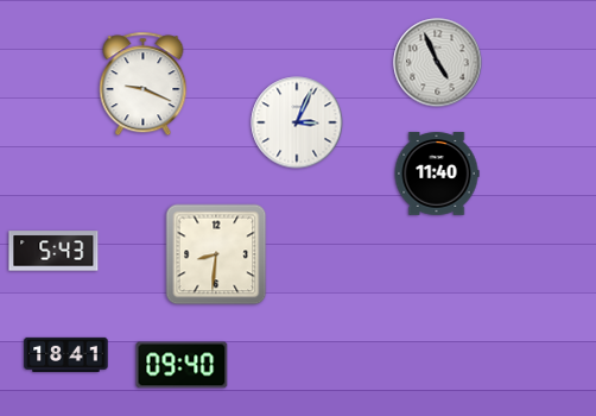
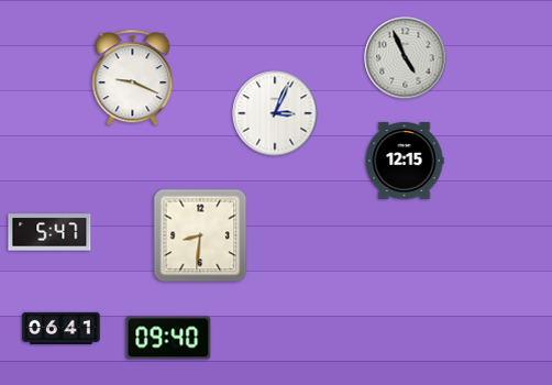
clock at (437, 174): 11:40 -> 12:15
clock at (53, 251): 5:43 -> 5:47
clock at (66, 354): 18:41 -> 06:41
